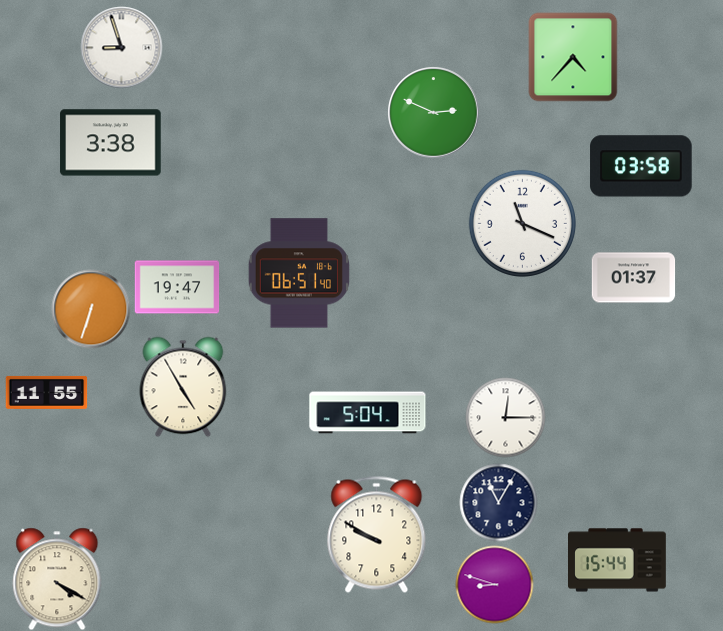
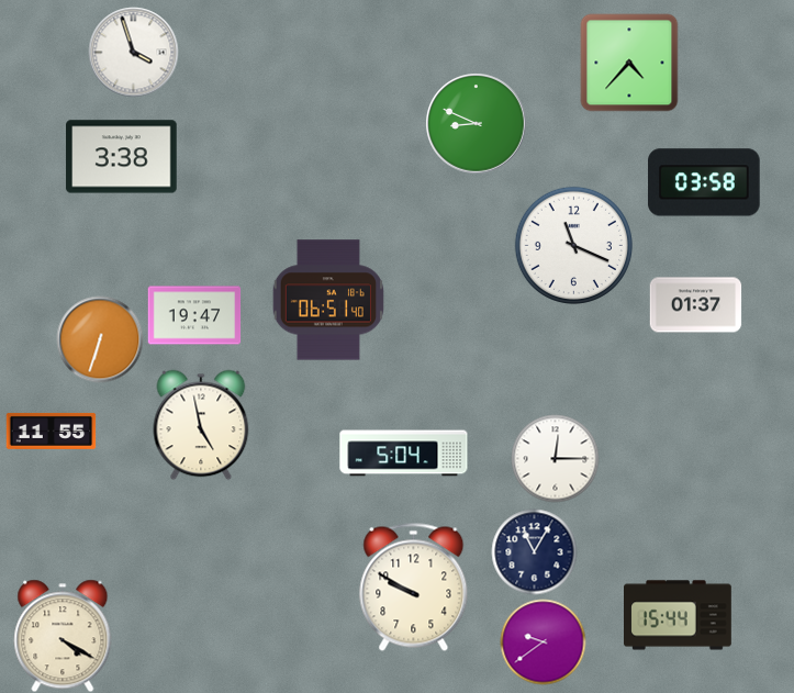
clock at (121, 47): 8:57 -> 3:57
clock at (433, 112): 2:49 -> 8:49
clock at (183, 387): 4:55 -> 4:58
clock at (498, 502) position: (498, 502) -> (534, 551)
clock at (494, 584): 8:48 -> 9:39
